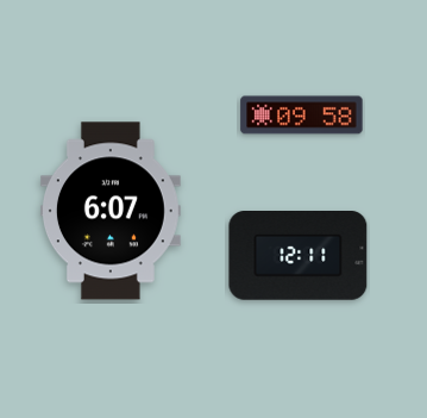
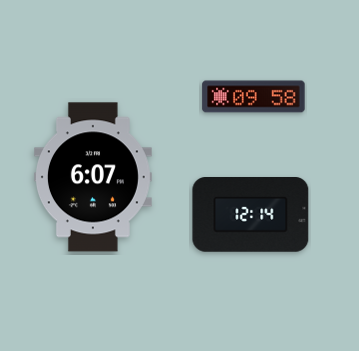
clock at (299, 256): 12:11 -> 12:14
